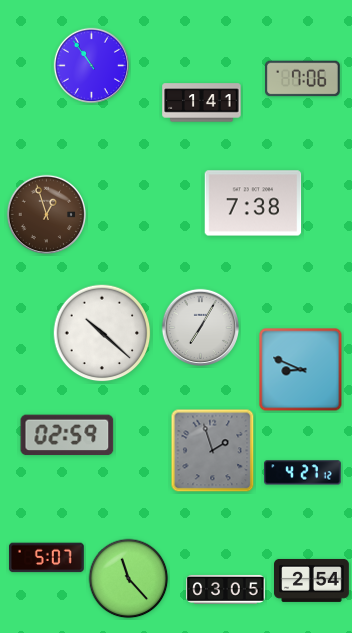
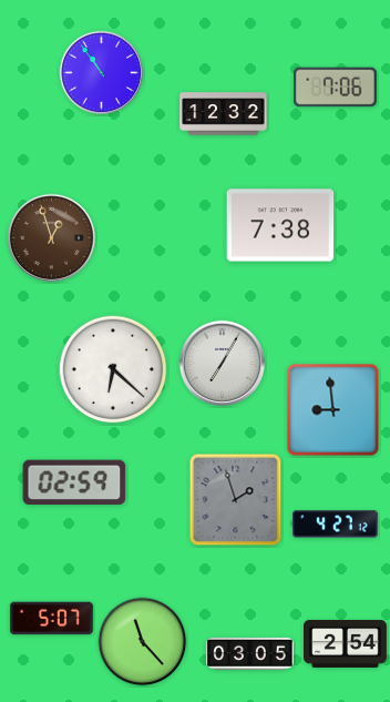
clock at (202, 103): 1:41 -> 12:32
clock at (102, 333): 10:22 -> 6:22
clock at (301, 370): 8:49 -> 8:59
